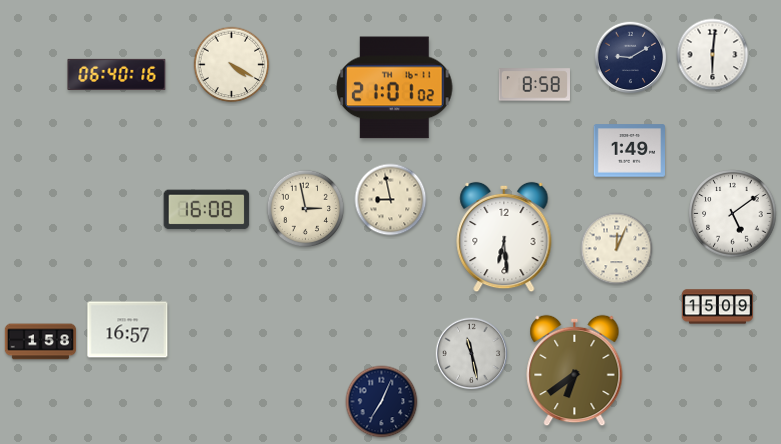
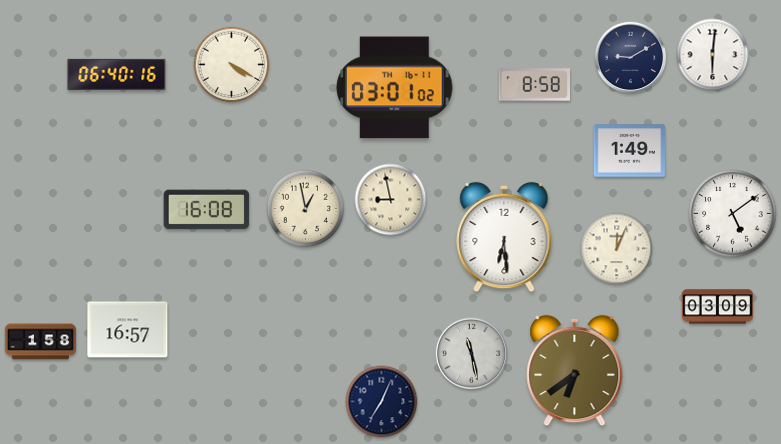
clock at (395, 88): 21:01 -> 03:01
clock at (306, 209): 2:58 -> 12:58
clock at (718, 307): 15:09 -> 03:09
